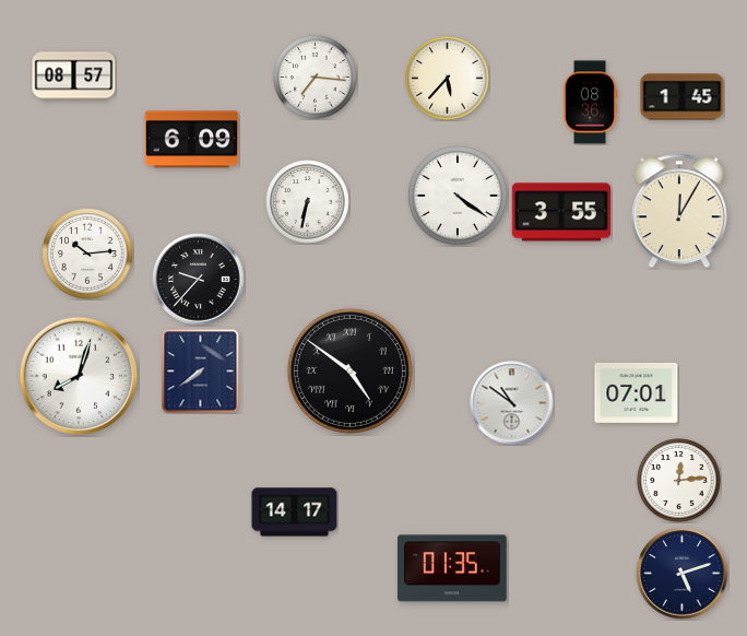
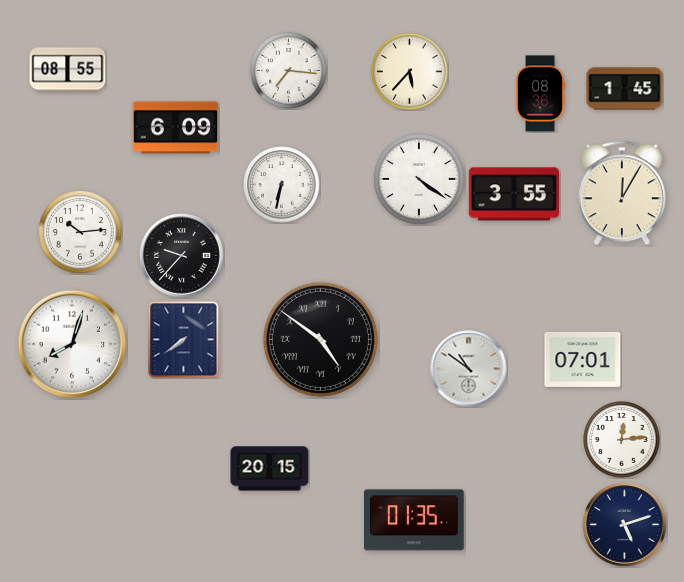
clock at (74, 76): 08:57 -> 08:55
clock at (295, 513): 14:17 -> 20:15
